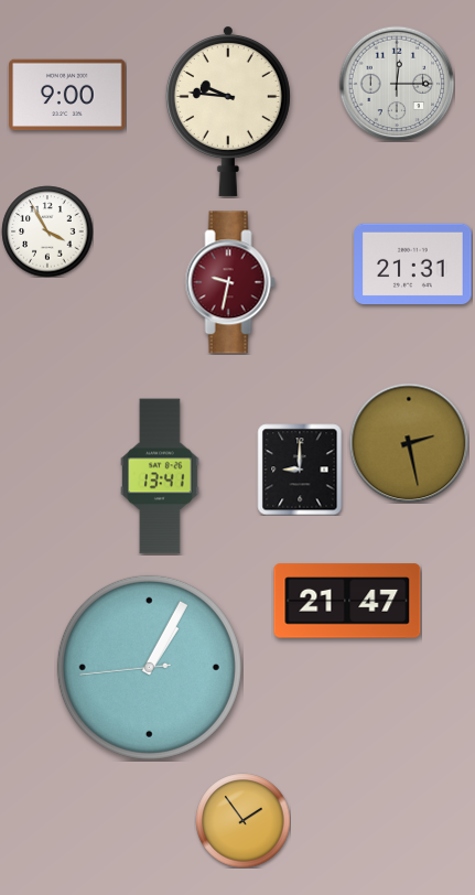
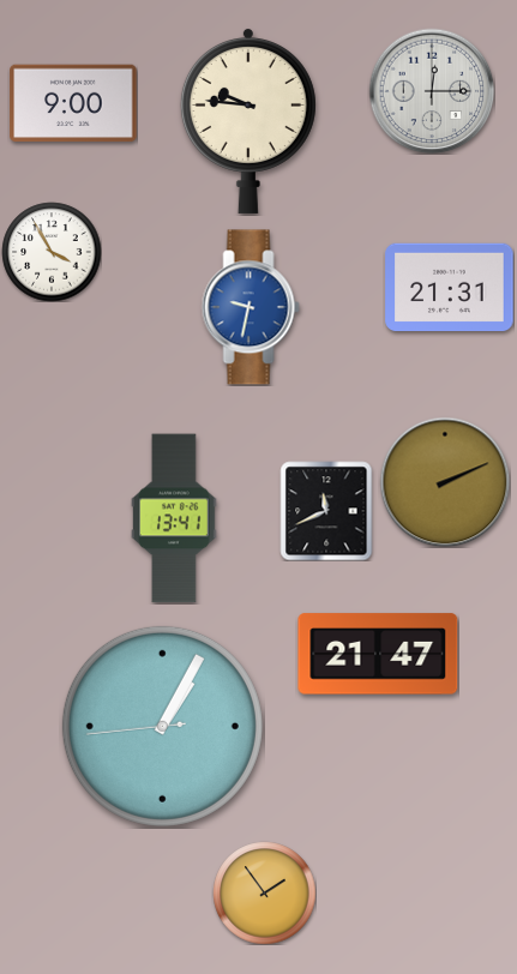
clock at (230, 282) dial: burgundy -> blue
clock at (409, 443): 2:28 -> 2:11
clock at (300, 470): 9:00 -> 11:41
